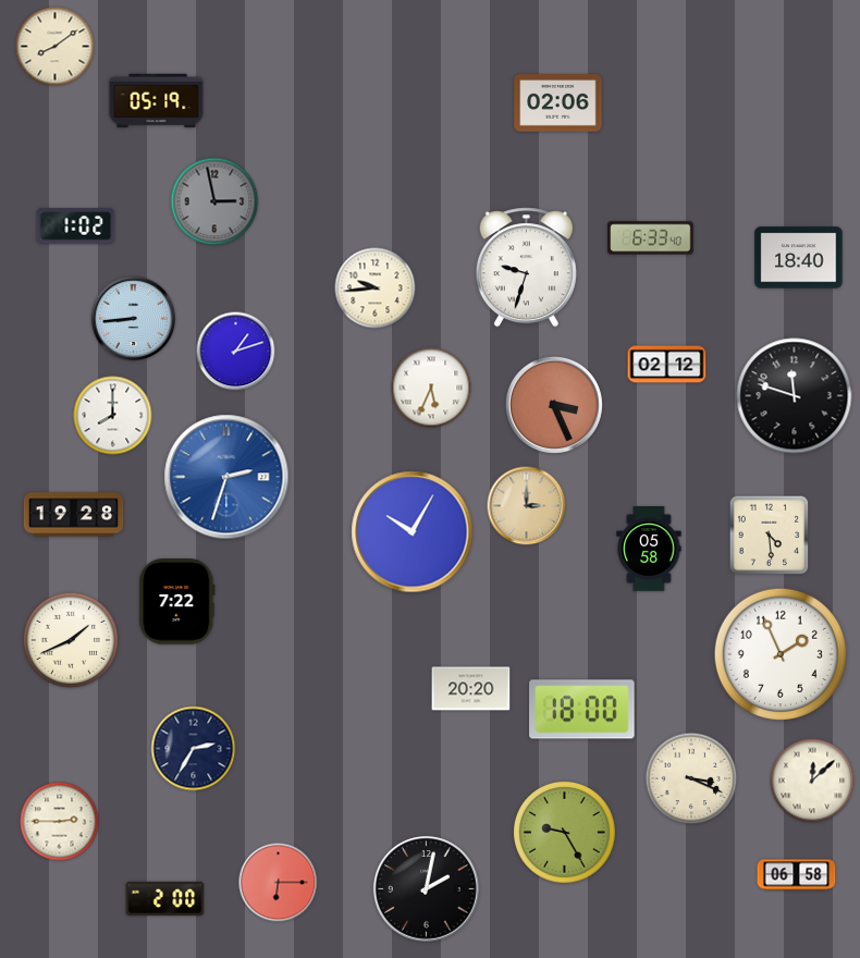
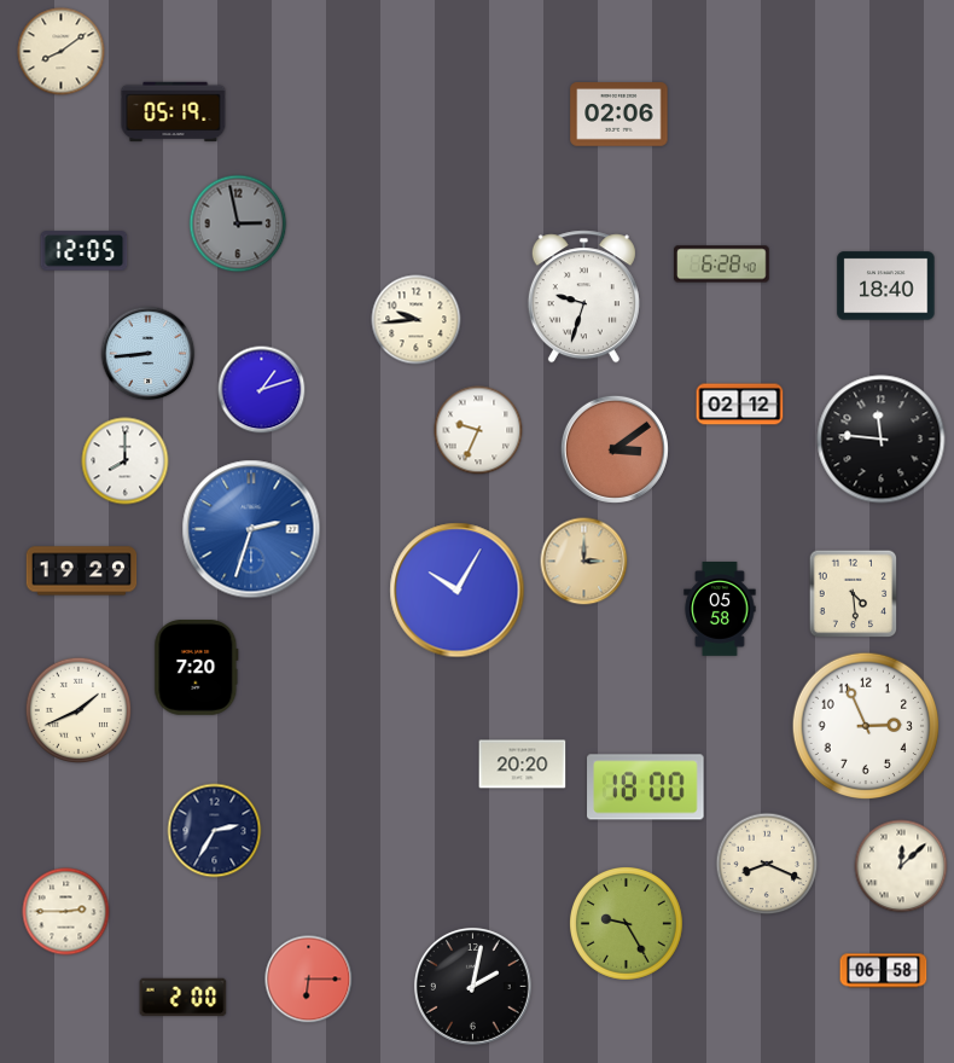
clock at (76, 226): 1:02 -> 12:05
clock at (651, 238): 6:33 -> 6:28
clock at (431, 388): 5:34 -> 9:34
clock at (795, 396): 11:48 -> 11:46
clock at (554, 405): 3:26 -> 3:09
clock at (74, 515): 19:28 -> 19:29
clock at (177, 602): 7:22 -> 7:20
clock at (781, 654): 1:56 -> 2:56
clock at (691, 778): 3:19 -> 8:19
